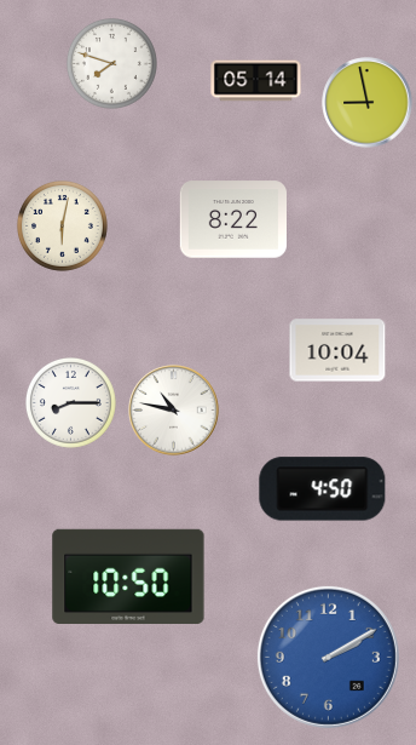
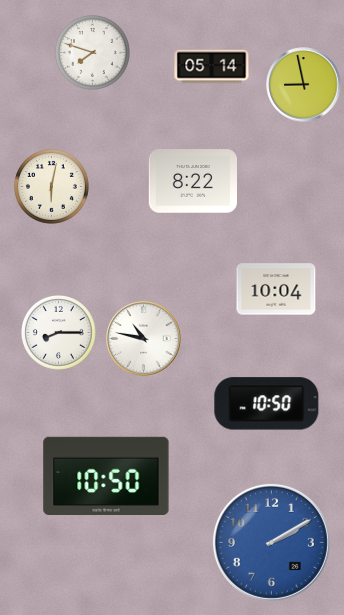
clock at (337, 350) position: (337, 350) -> (276, 289)
clock at (323, 489): 4:50 -> 10:50
